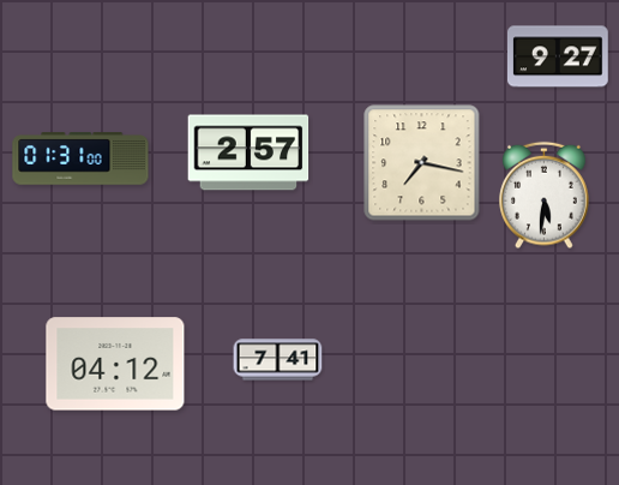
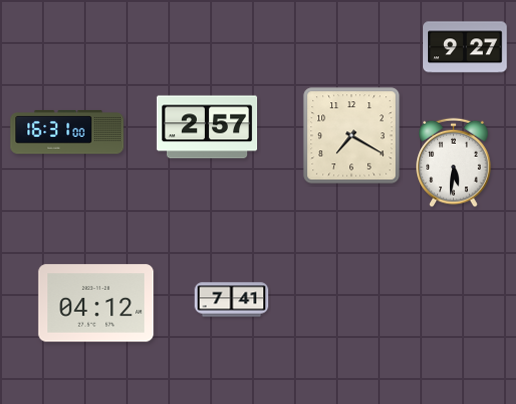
clock at (80, 158): 01:31 -> 16:31
clock at (422, 163): 7:17 -> 7:20
